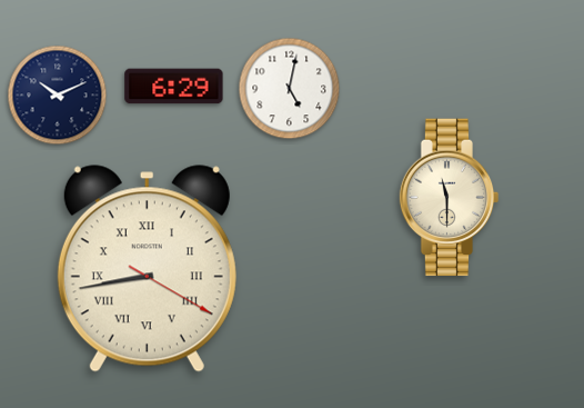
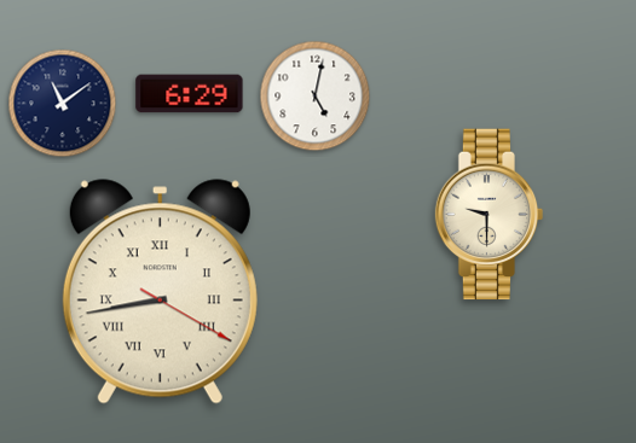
clock at (58, 96): 10:11 -> 11:09
clock at (450, 198): 11:30 -> 9:30
